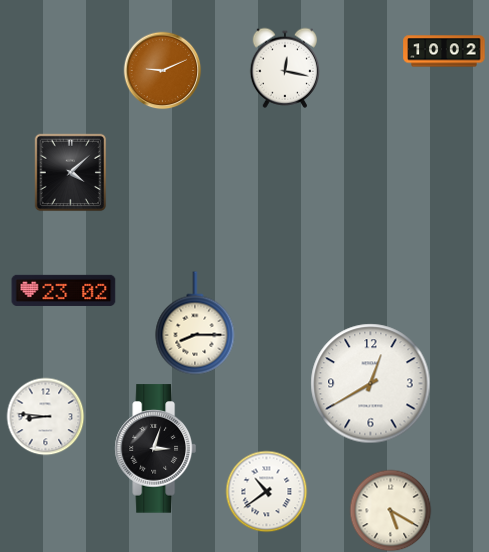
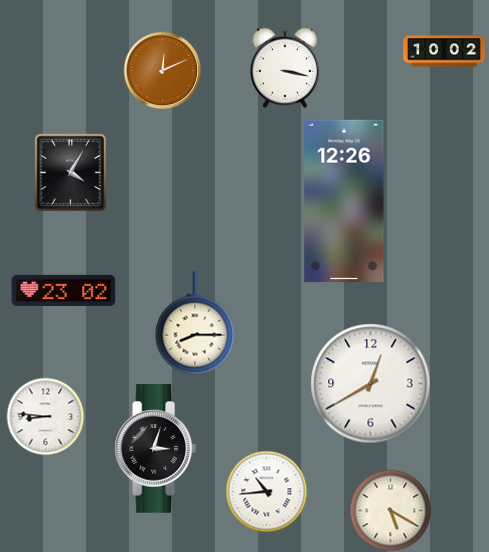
clock at (285, 68): 12:17 -> 3:17
clock at (162, 70): 9:11 -> 12:11
clock at (71, 172): 4:08 -> 4:05
clock at (344, 200): none -> 12:26
clock at (266, 491): 10:39 -> 10:44
